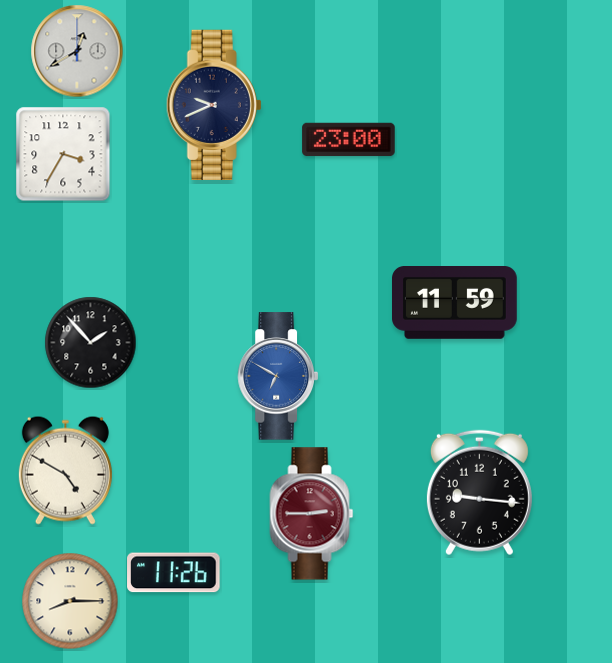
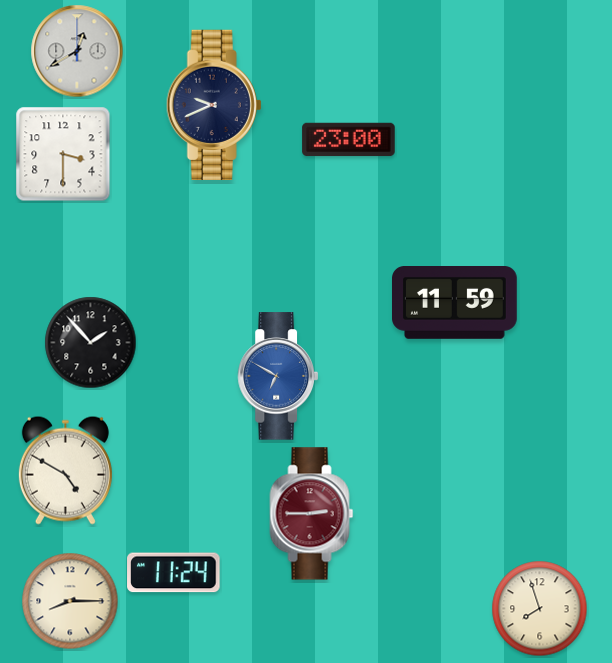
clock at (63, 154): 3:35 -> 3:30
clock at (479, 493): 9:16 -> none
clock at (174, 573): 11:26 -> 11:24
clock at (540, 609): none -> 7:57
